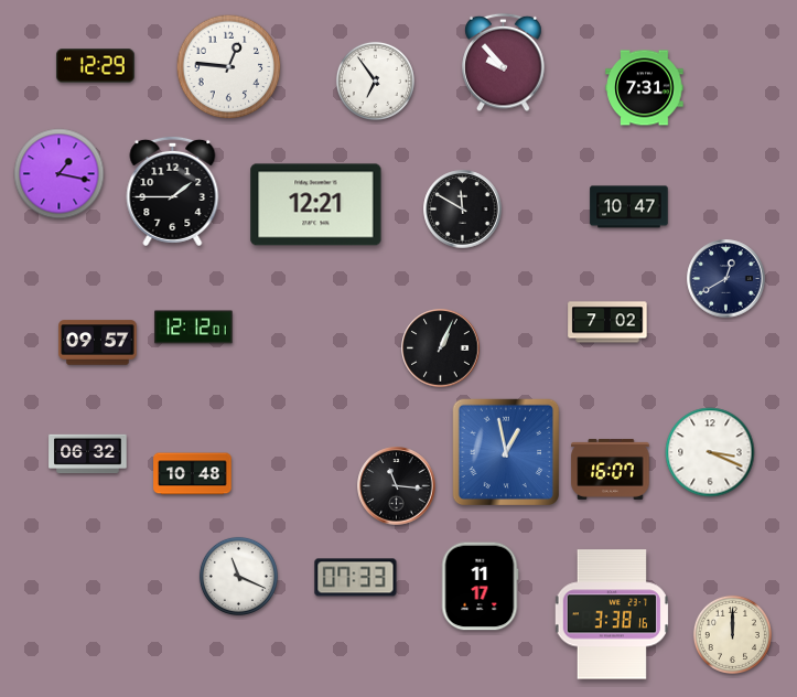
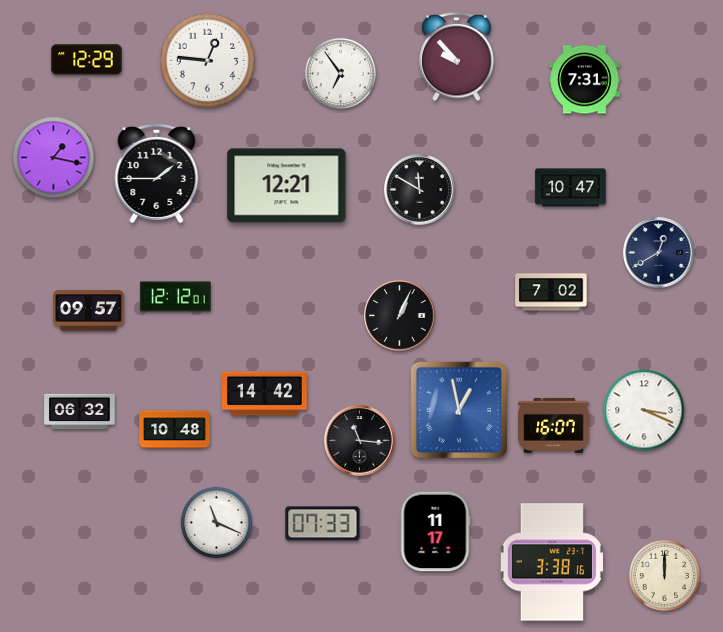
clock at (265, 394): none -> 14:42
clock at (612, 614) position: (612, 614) -> (552, 562)
